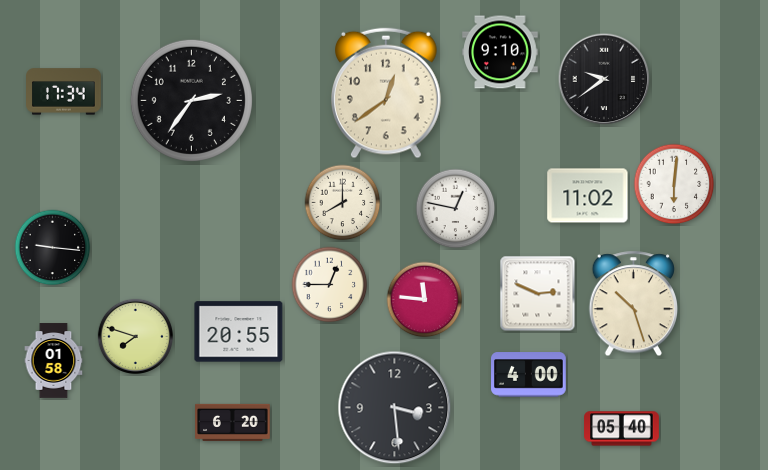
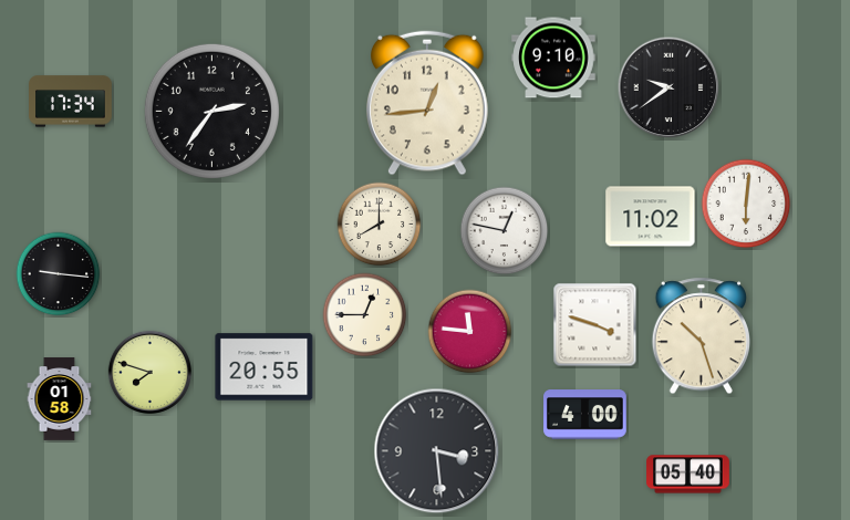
clock at (387, 93): 12:39 -> 12:44
clock at (538, 294): 2:49 -> 3:48
clock at (233, 422): 6:20 -> none
